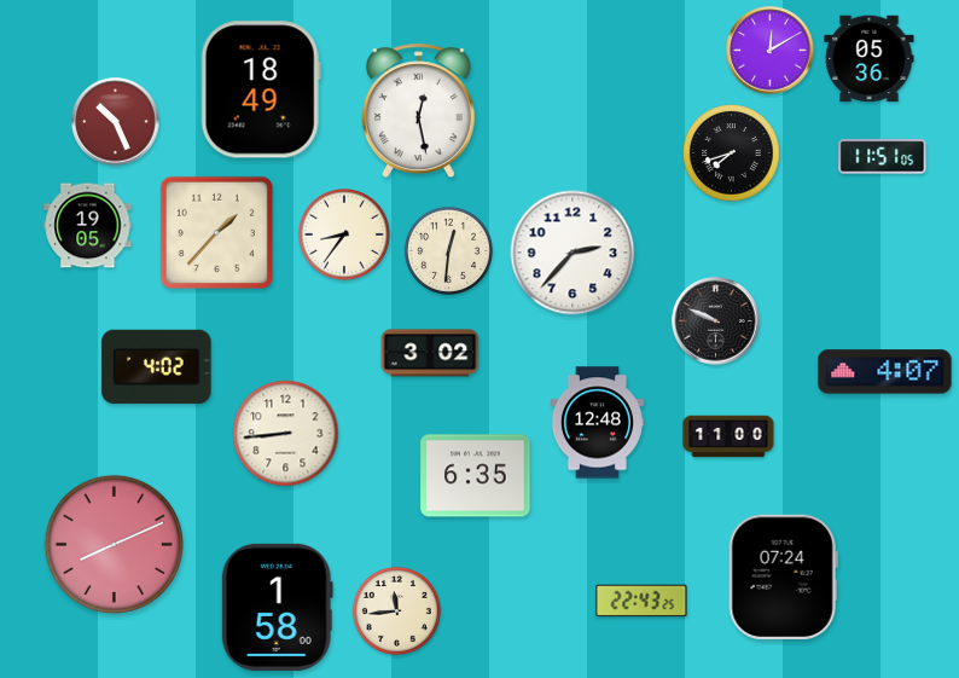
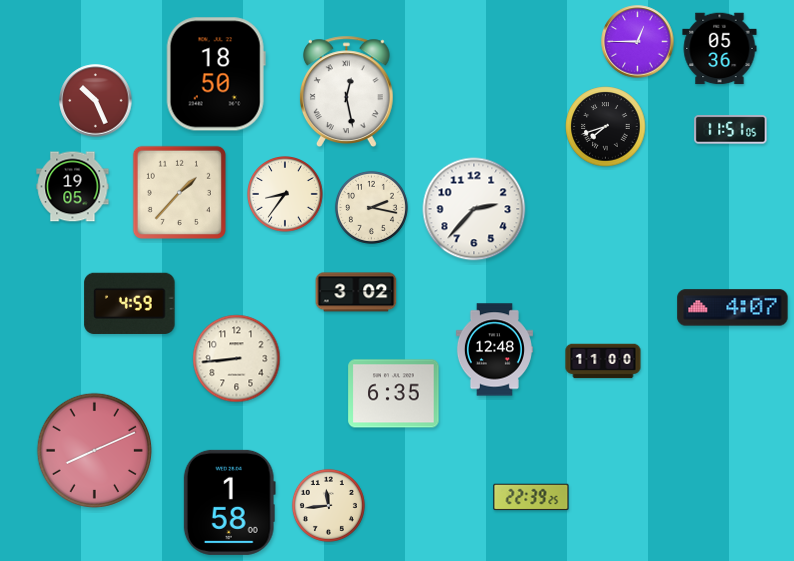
clock at (771, 51): 12:10 -> 12:45
clock at (261, 89): 18:49 -> 18:50
clock at (448, 250): 12:31 -> 2:17
clock at (716, 321): 9:49 -> none
clock at (157, 366): 4:02 -> 4:59
clock at (783, 576): 07:24 -> none
clock at (641, 601): 22:43 -> 22:39
